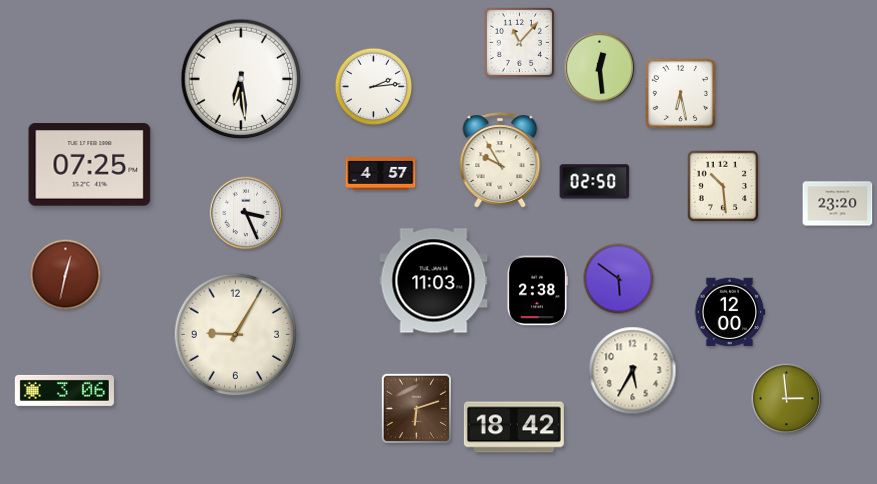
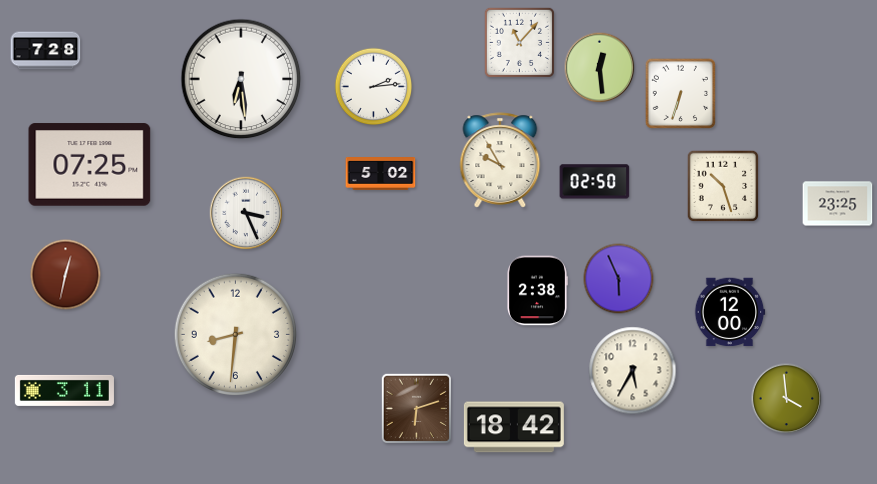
clock at (46, 51): none -> 7:28
clock at (680, 93): 6:28 -> 6:33
clock at (381, 174): 4:57 -> 5:02
clock at (723, 186): 10:29 -> 10:27
clock at (838, 204): 23:20 -> 23:25
clock at (619, 279): 5:51 -> 5:56
clock at (434, 281): 11:03 -> none
clock at (235, 334): 9:05 -> 8:31
clock at (64, 390): 3:06 -> 3:11
clock at (787, 399): 2:59 -> 3:59
